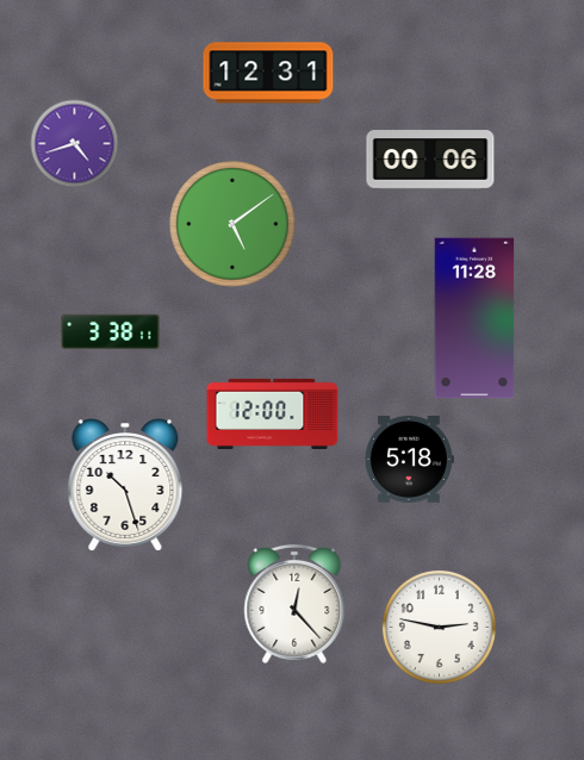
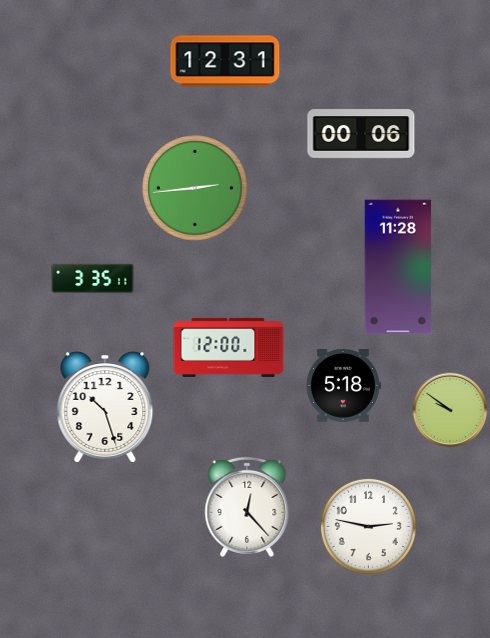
clock at (75, 144): 4:42 -> none
clock at (232, 224): 5:09 -> 2:44
clock at (111, 331): 3:38 -> 3:35
clock at (450, 410): none -> 9:51
